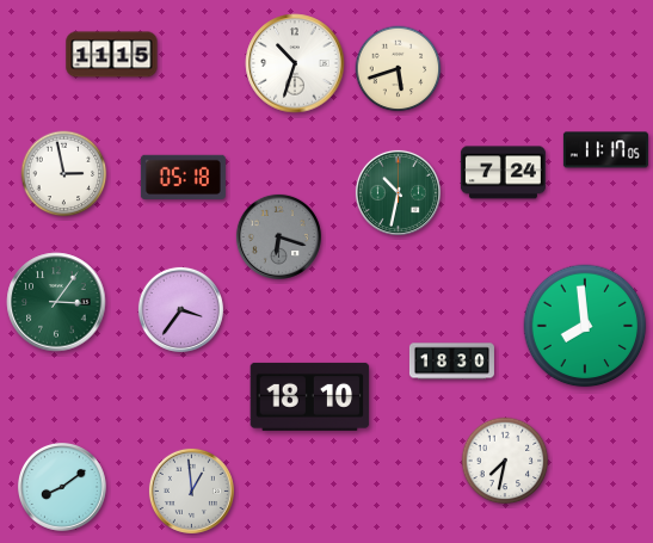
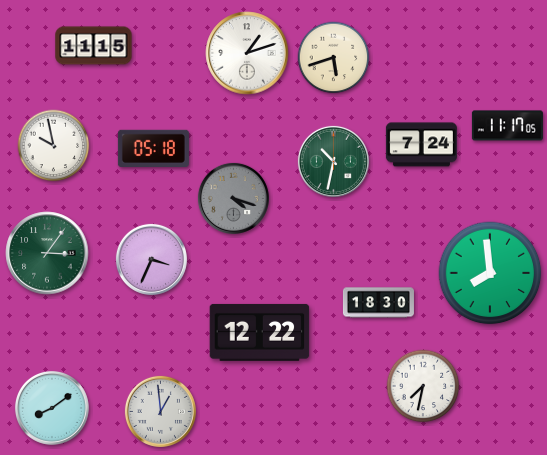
clock at (295, 63): 10:33 -> 1:12
clock at (64, 174): 2:58 -> 9:58
clock at (278, 236): 6:18 -> 4:18
clock at (180, 309): 3:36 -> 3:34
clock at (310, 396): 18:10 -> 12:22
